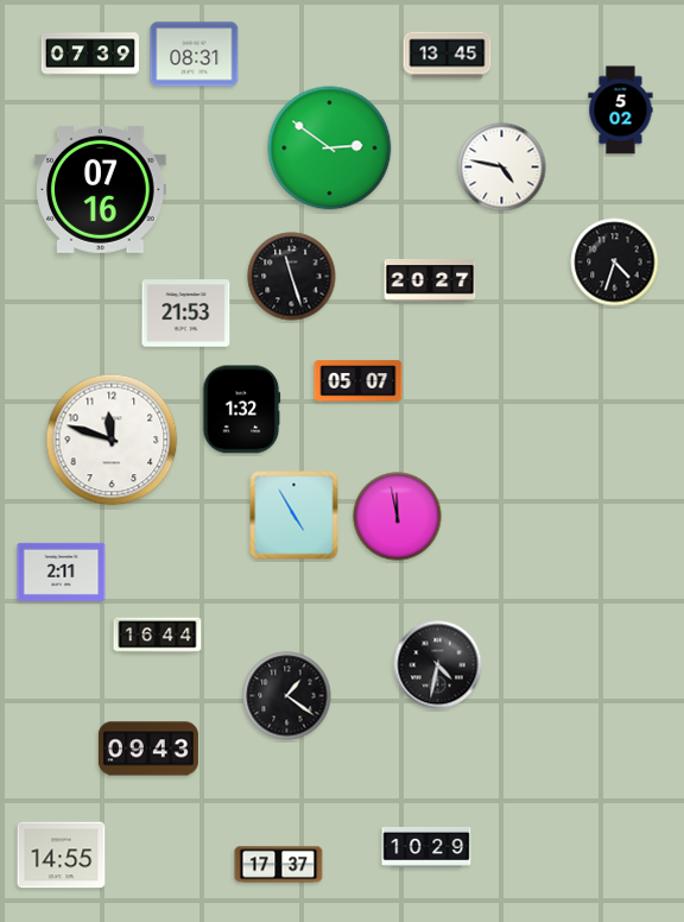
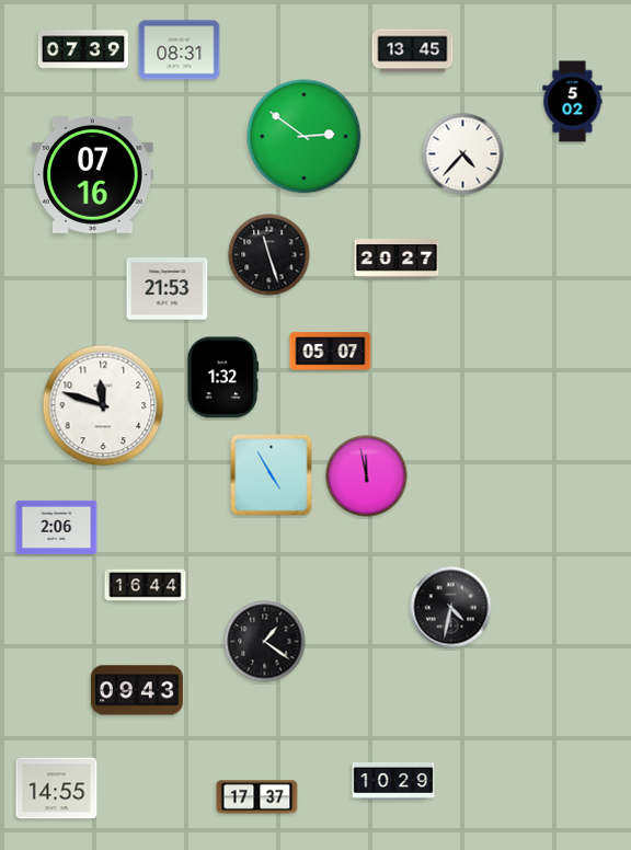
clock at (502, 168): 4:47 -> 4:37
clock at (615, 263): 4:33 -> none
clock at (186, 314) position: (186, 314) -> (168, 289)
clock at (62, 571): 2:11 -> 2:06
clock at (438, 665) position: (438, 665) -> (451, 608)
